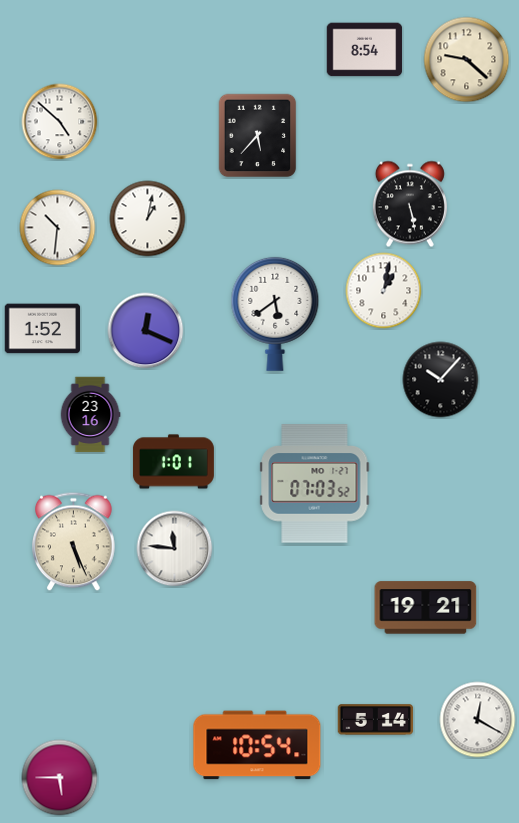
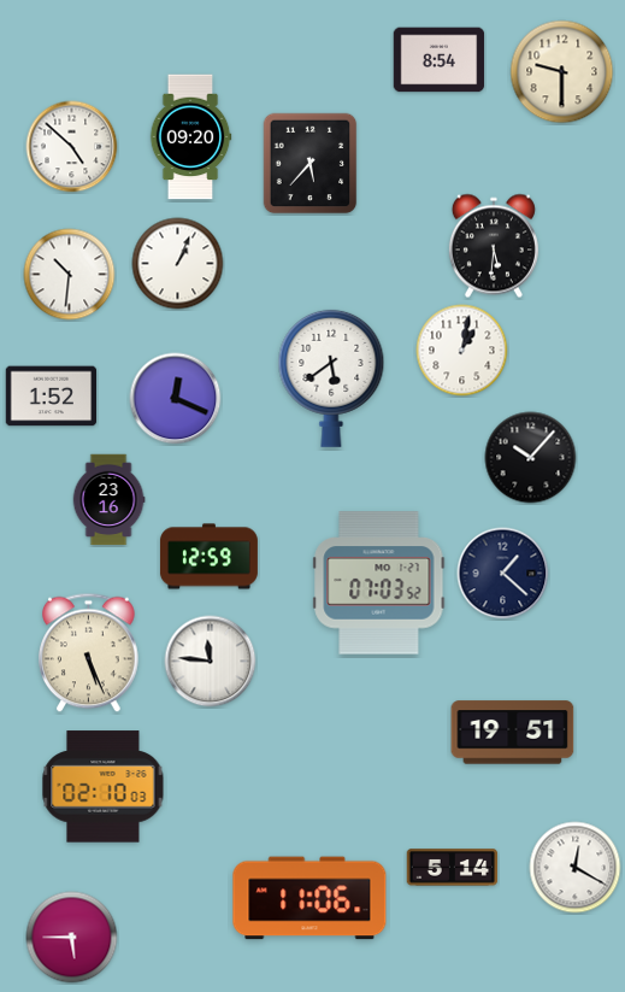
clock at (467, 60): 9:22 -> 9:30
clock at (190, 137): none -> 09:20
clock at (410, 204): 5:28 -> 5:31
clock at (148, 219): 1:02 -> 1:04
clock at (173, 462): 1:01 -> 12:59
clock at (503, 574): none -> 1:22
clock at (426, 608): 19:21 -> 19:51
clock at (104, 787): none -> 02:10
clock at (257, 745): 10:54 -> 11:06
